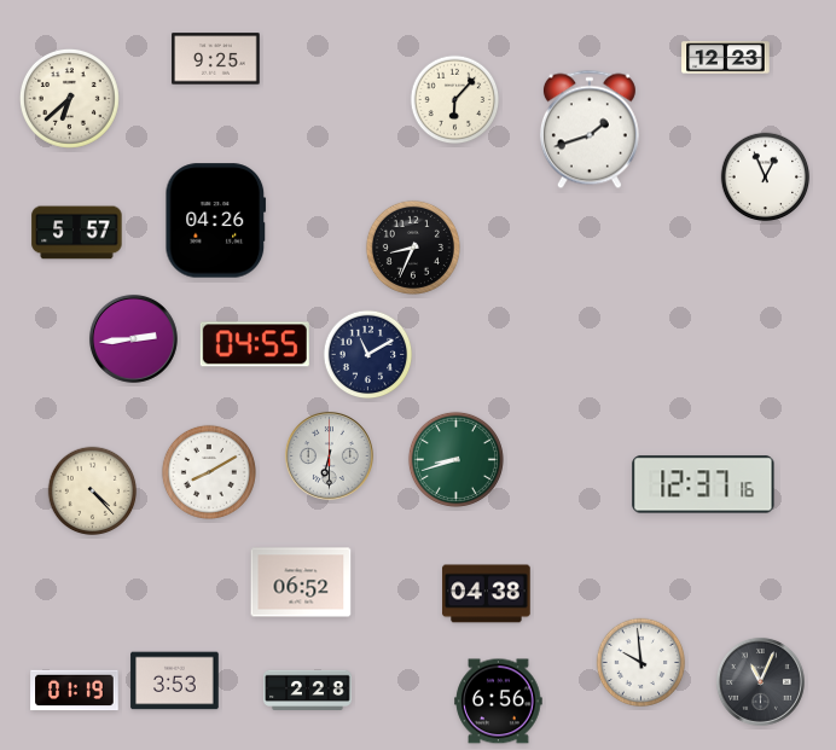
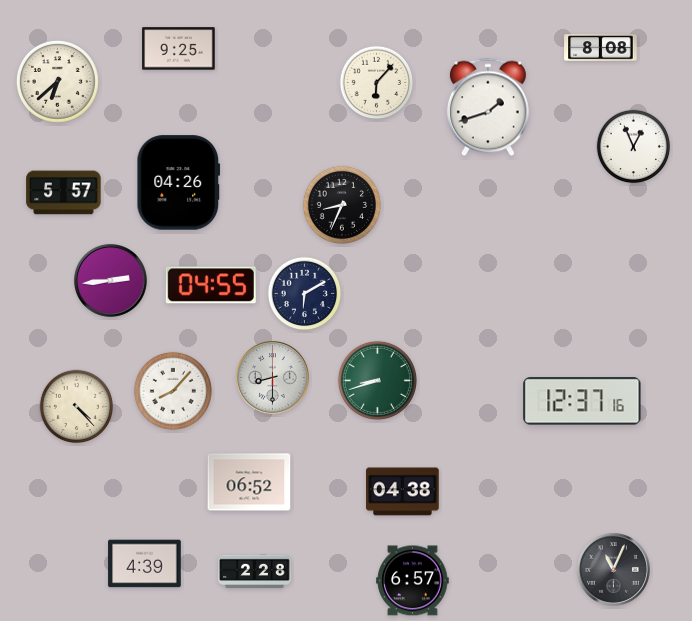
clock at (726, 58): 12:23 -> 8:08
clock at (368, 355): 11:10 -> 6:10
clock at (330, 455): 6:30 -> 8:30
clock at (209, 472): 8:10 -> 8:07
clock at (641, 663): 9:59 -> none
clock at (175, 681): 3:53 -> 4:39
clock at (761, 681) position: (761, 681) -> (614, 569)
clock at (75, 691): 01:19 -> none
clock at (499, 702): 6:56 -> 6:57
